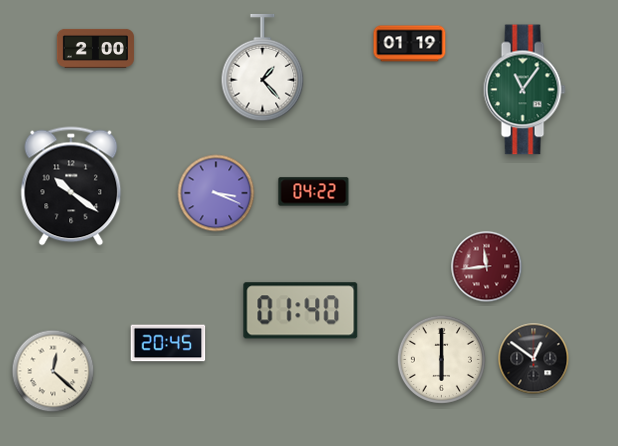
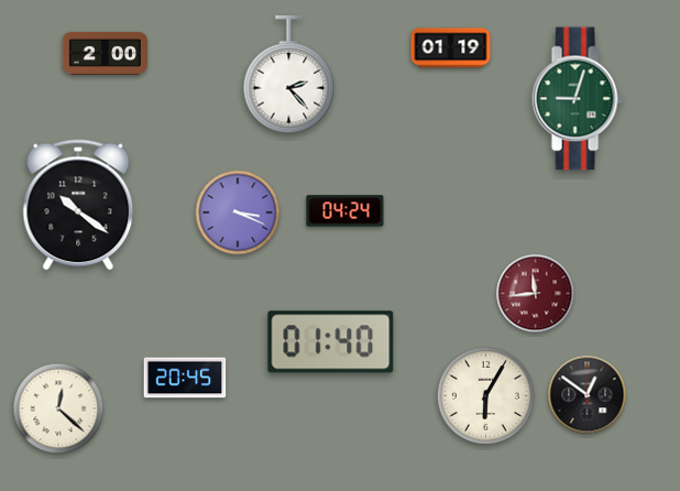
clock at (263, 68): 1:23 -> 2:23
clock at (524, 90): 11:06 -> 9:03
clock at (314, 192): 04:22 -> 04:24
clock at (441, 359): 6:00 -> 6:05
